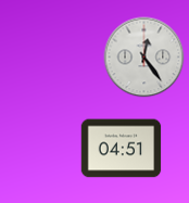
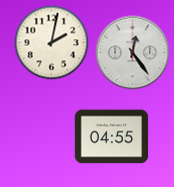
clock at (52, 43): none -> 2:02
clock at (122, 149): 04:51 -> 04:55
